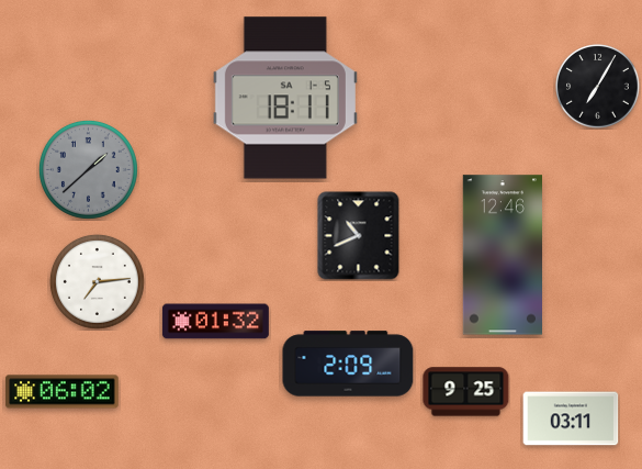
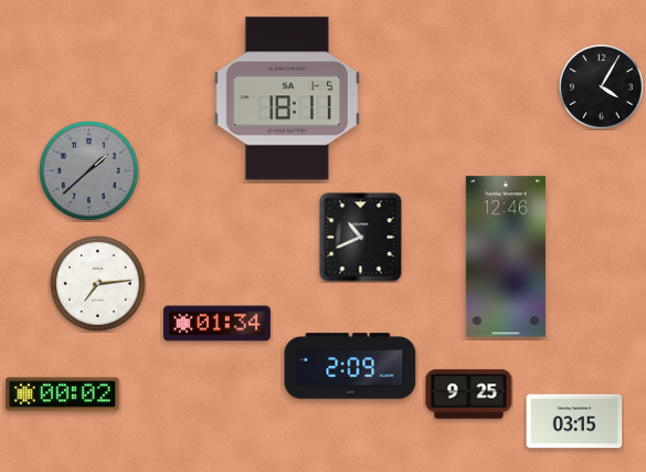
clock at (598, 87): 7:05 -> 4:05
clock at (215, 322): 01:32 -> 01:34
clock at (63, 392): 06:02 -> 00:02
clock at (571, 418): 03:11 -> 03:15
